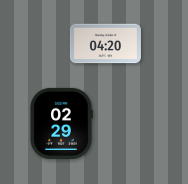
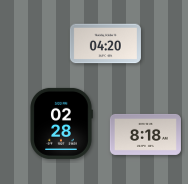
clock at (61, 123): 02:29 -> 02:28
clock at (145, 134): none -> 8:18
